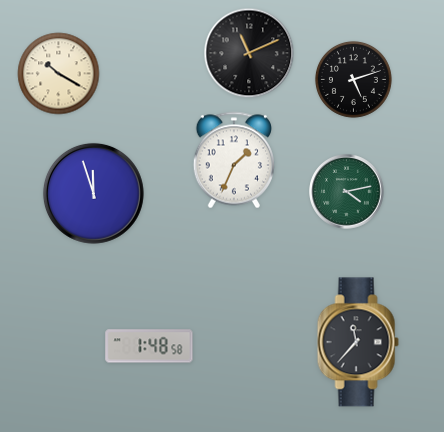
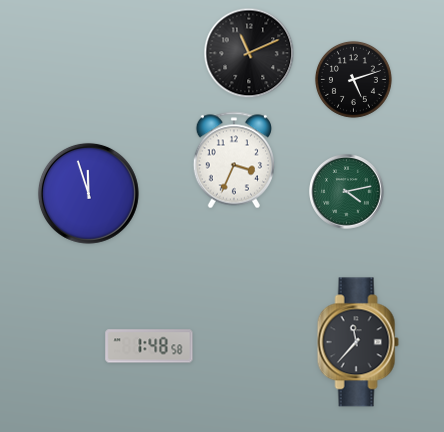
clock at (59, 74): 10:20 -> none
clock at (233, 160): 1:34 -> 3:34
clock at (93, 193) position: (93, 193) -> (88, 193)
